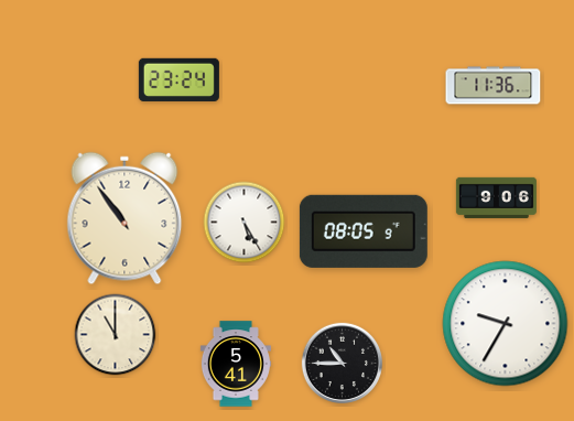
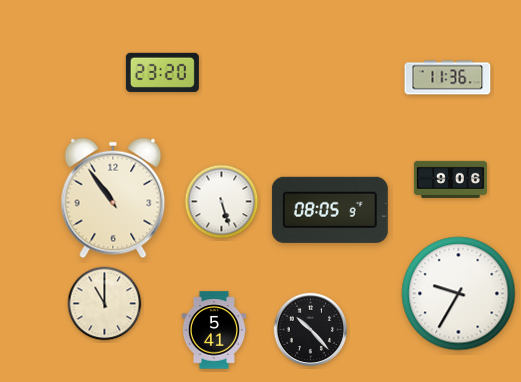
clock at (178, 79): 23:24 -> 23:20
clock at (245, 223): 5:25 -> 5:27
clock at (342, 363): 10:45 -> 10:23
